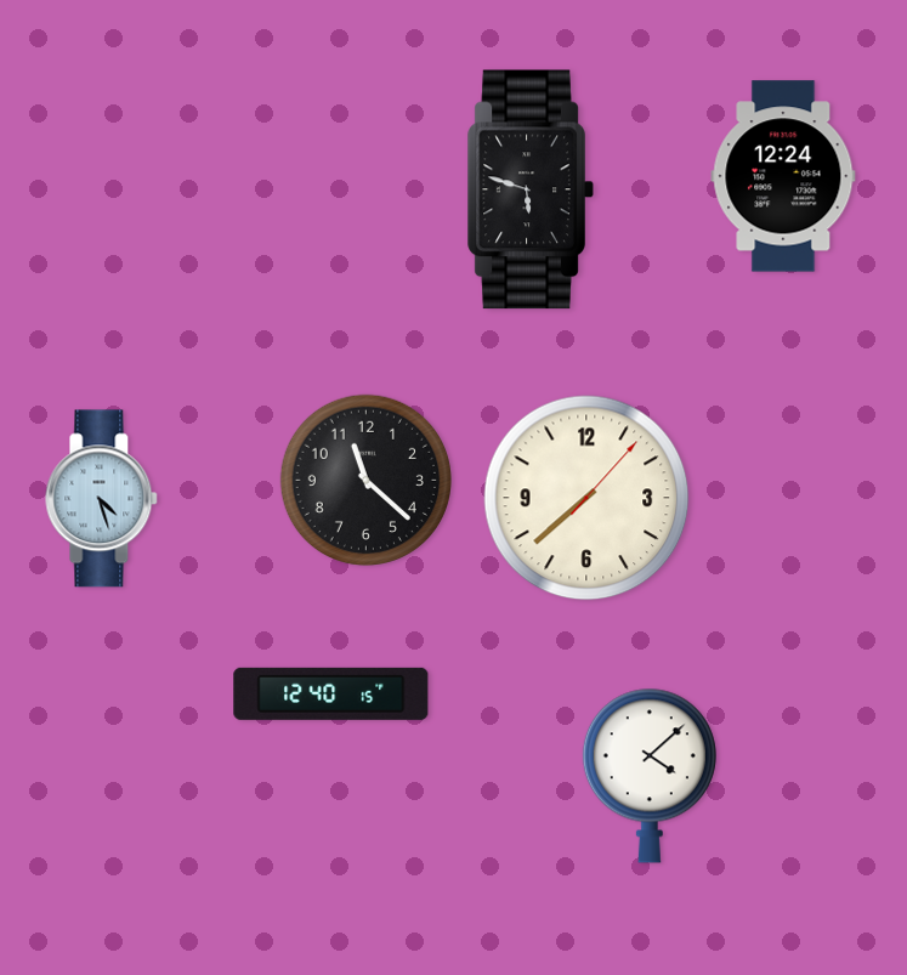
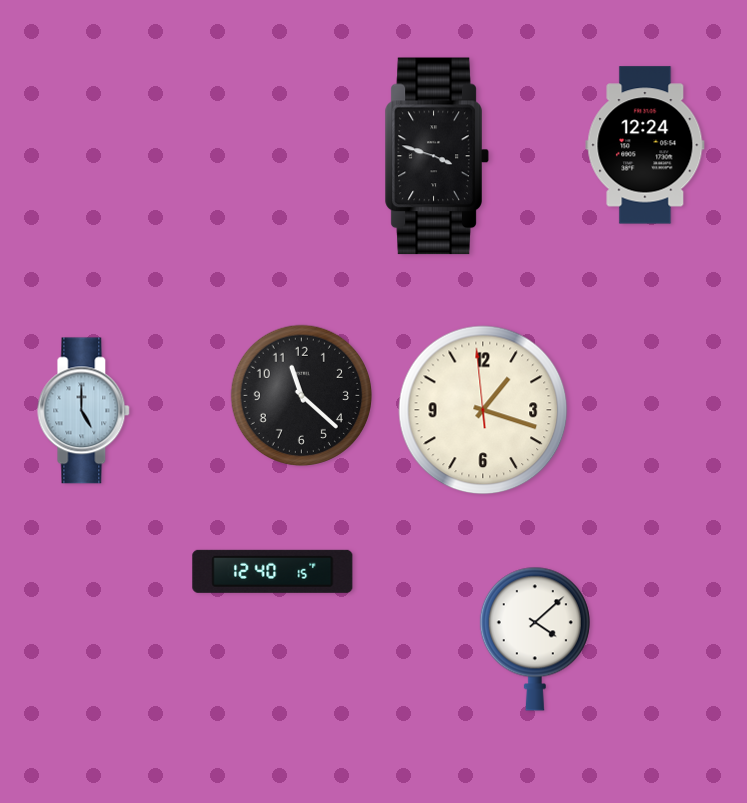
clock at (531, 189): 5:48 -> 3:48
clock at (586, 498): 7:38 -> 1:17
clock at (102, 499): 4:27 -> 5:00
